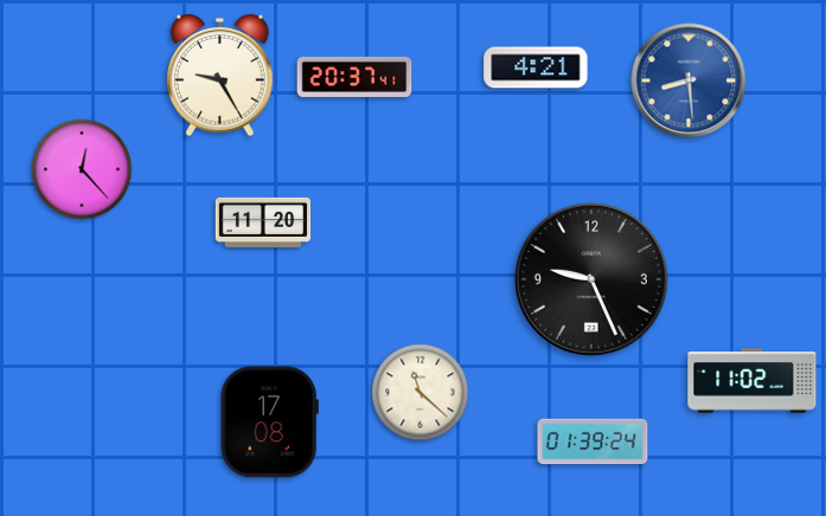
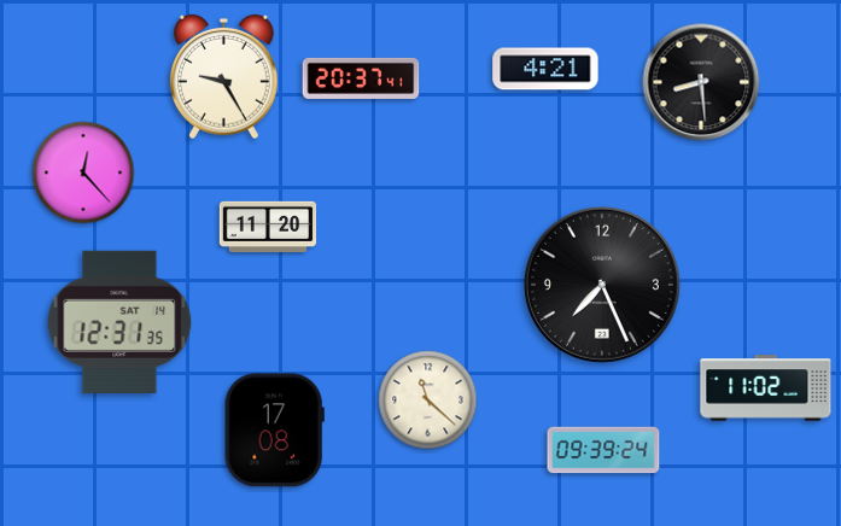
clock at (689, 80) dial: blue -> black
clock at (591, 279): 9:26 -> 7:26
clock at (119, 321): none -> 12:31
clock at (593, 441): 01:39 -> 09:39
